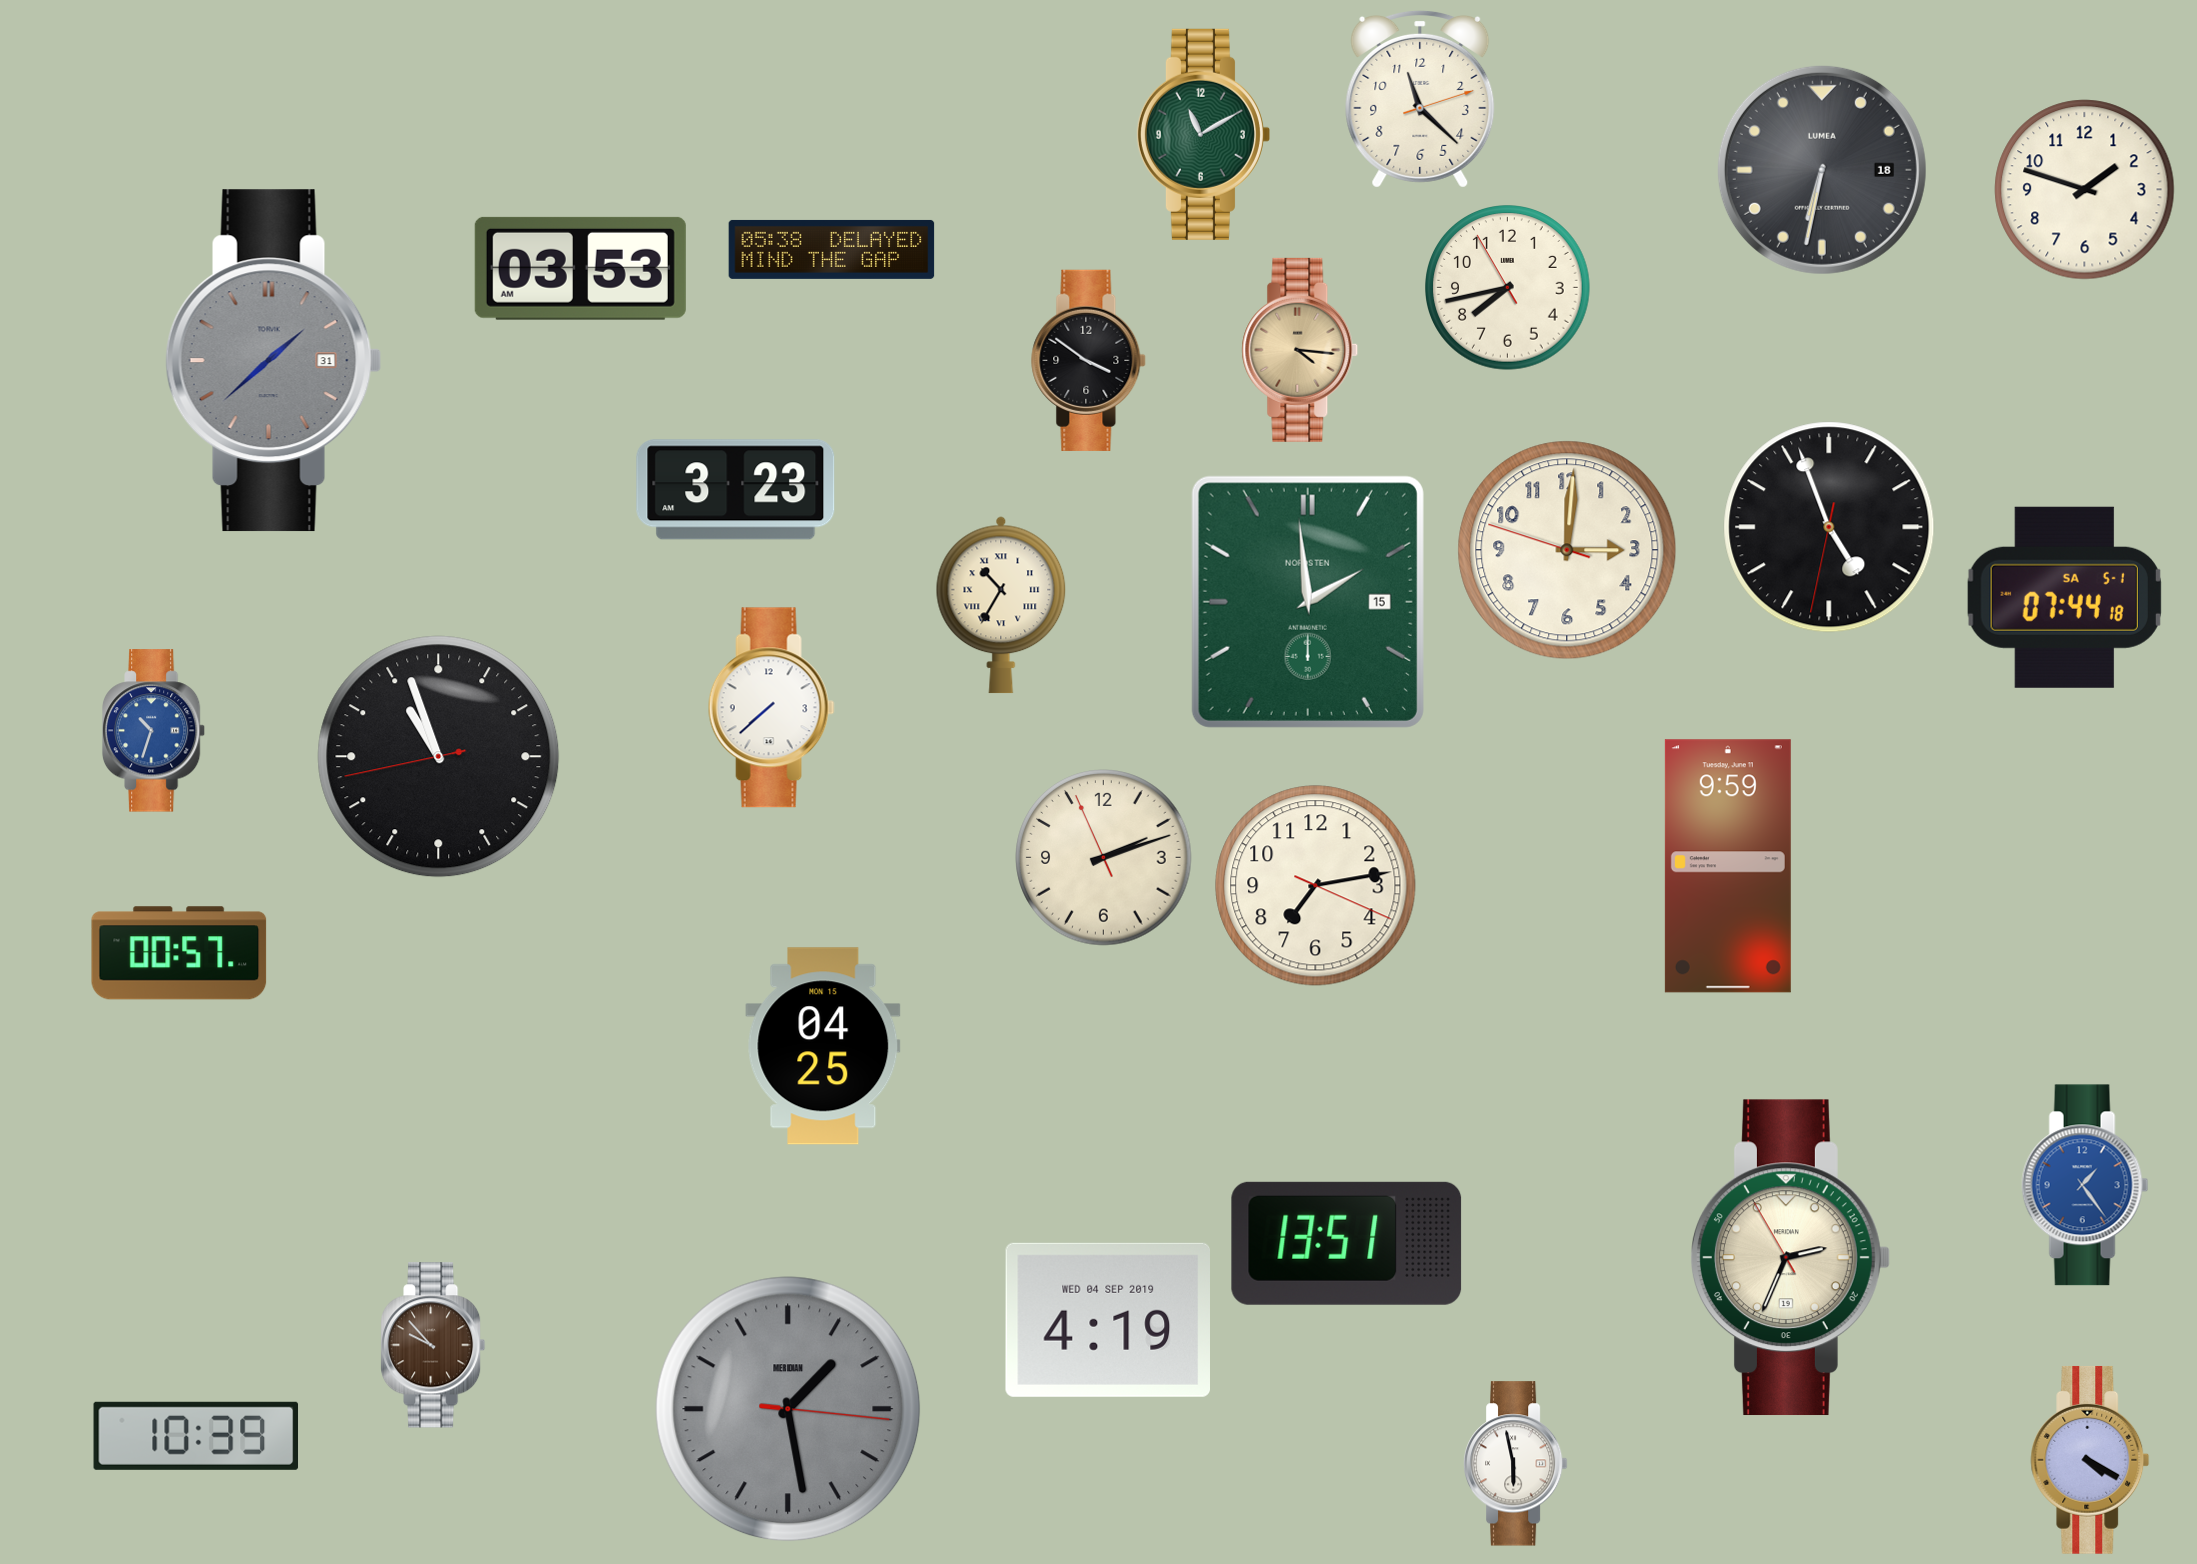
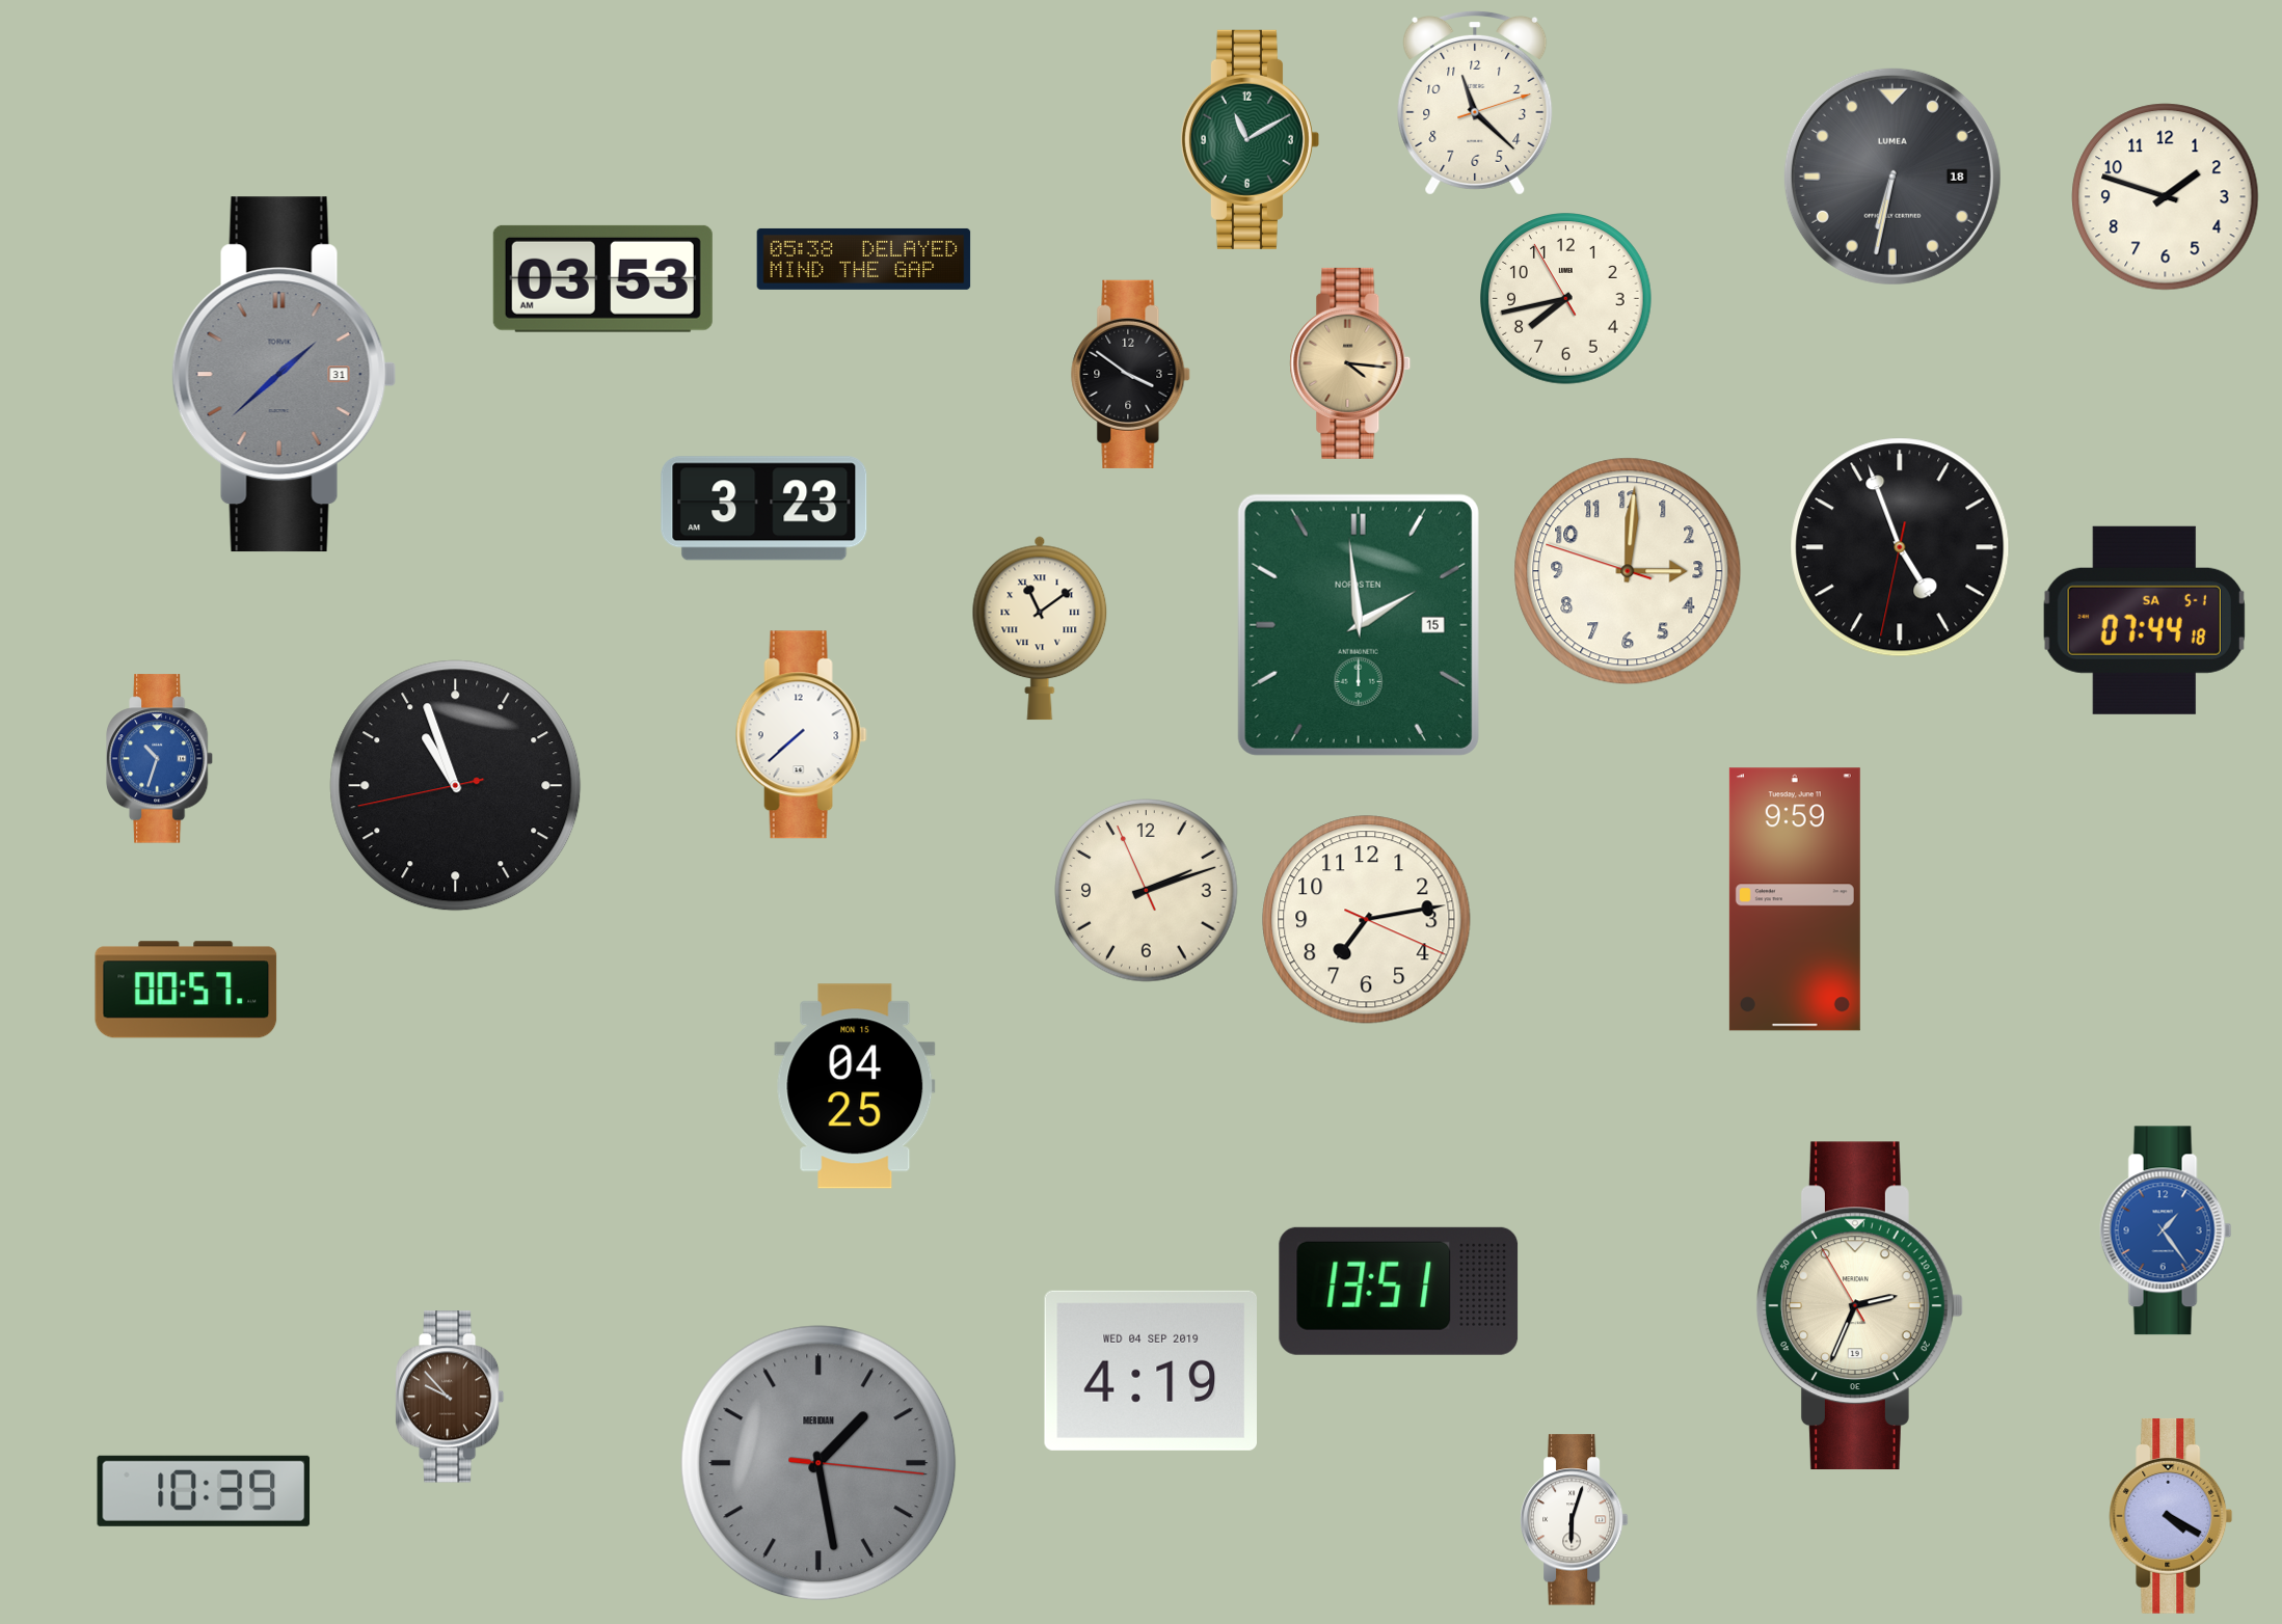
clock at (1001, 605): 10:35 -> 11:09
clock at (1515, 1464): 5:58 -> 6:03
